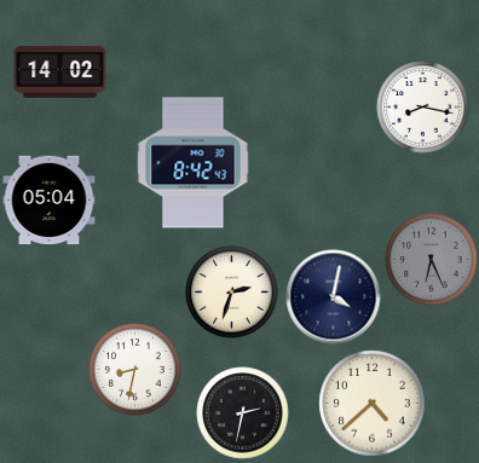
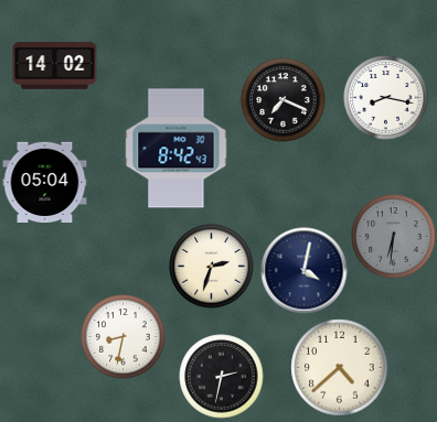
clock at (284, 100): none -> 7:19
clock at (432, 260): 6:26 -> 6:31
